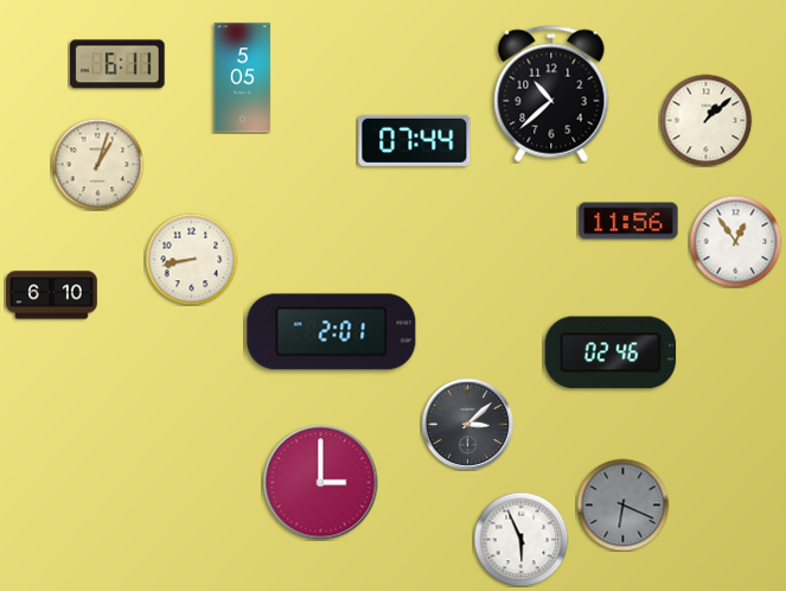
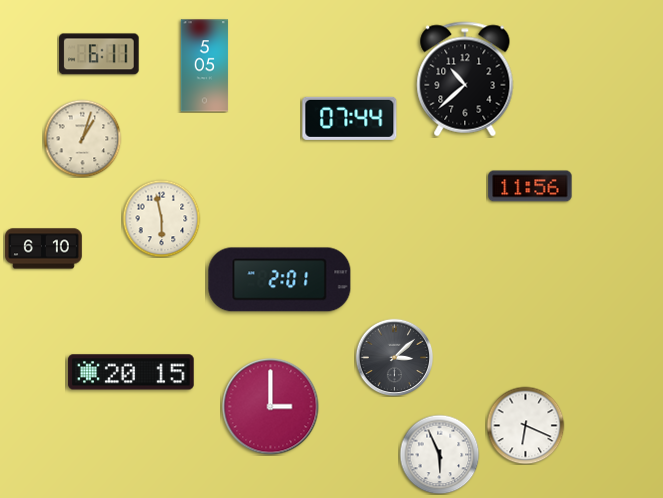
clock at (705, 120): 1:08 -> none
clock at (735, 241): 12:54 -> none
clock at (191, 259): 8:43 -> 5:58
clock at (611, 352): 02:46 -> none
clock at (131, 372): none -> 20:15
clock at (622, 504) dial: grey -> white
